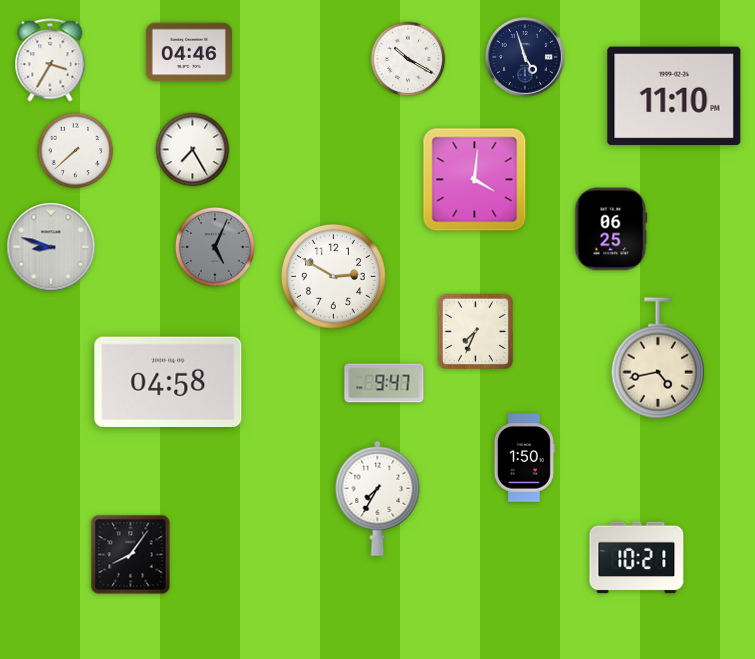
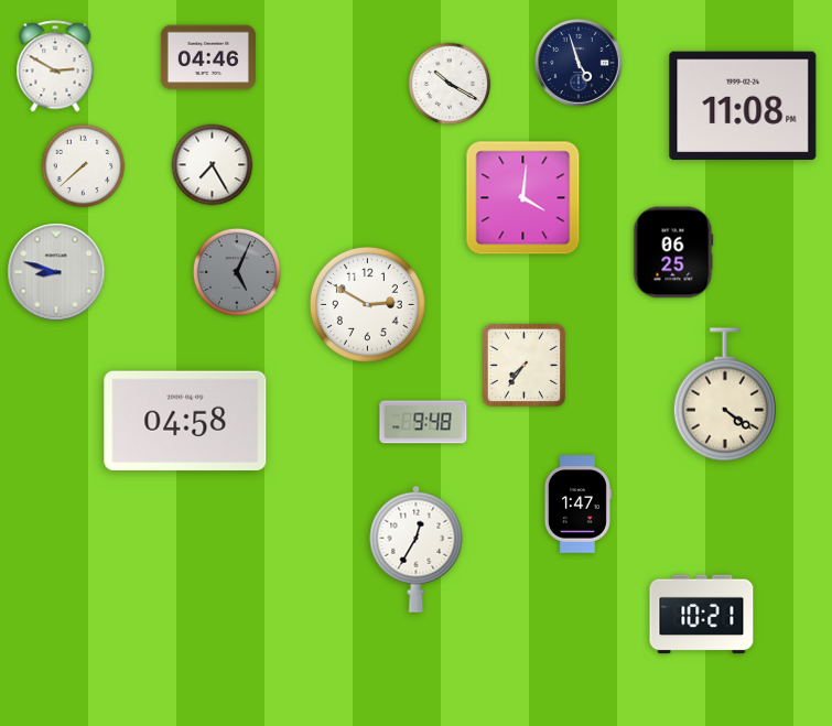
clock at (408, 59) position: (408, 59) -> (450, 84)
clock at (50, 60): 3:35 -> 2:50
clock at (674, 96): 11:10 -> 11:08
clock at (475, 331): 7:34 -> 7:36
clock at (657, 358): 4:43 -> 4:21
clock at (384, 383): 9:47 -> 9:48
clock at (524, 458): 1:50 -> 1:47
clock at (378, 498): 7:35 -> 12:35
clock at (131, 555): 8:06 -> none
